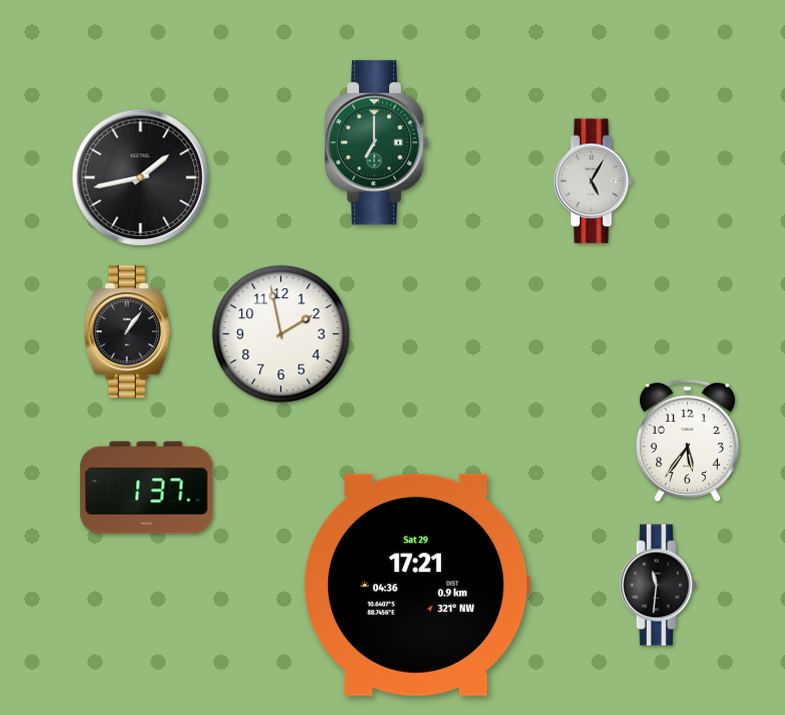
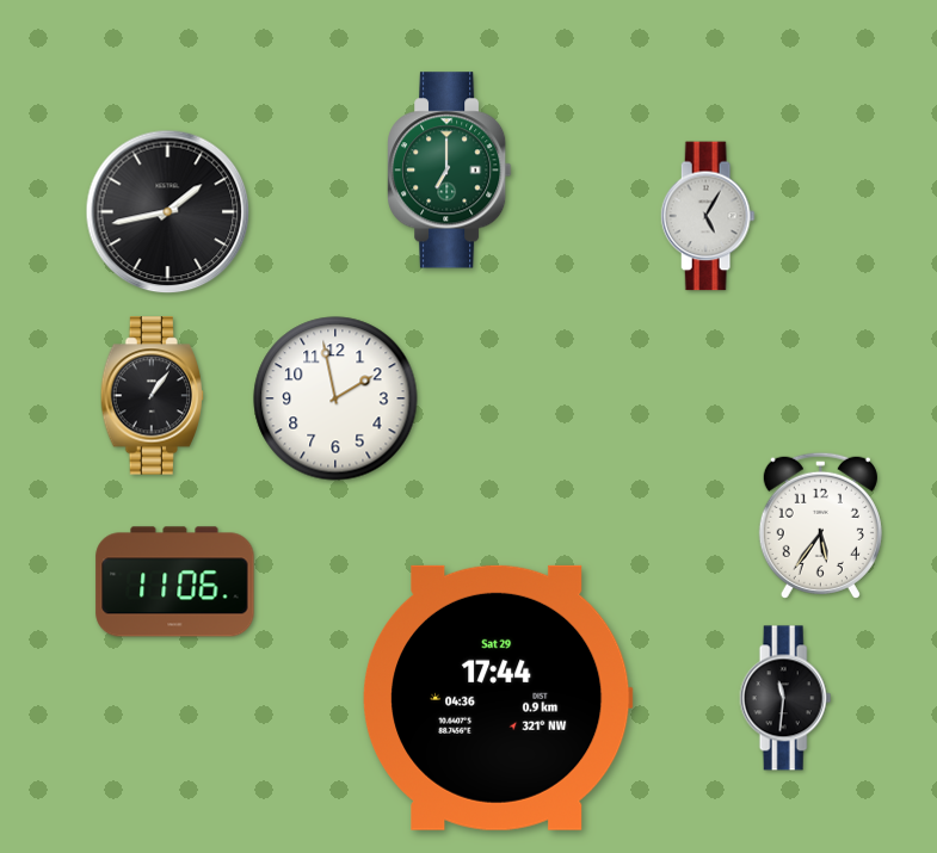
clock at (147, 488): 1:37 -> 11:06
clock at (417, 585): 17:21 -> 17:44
